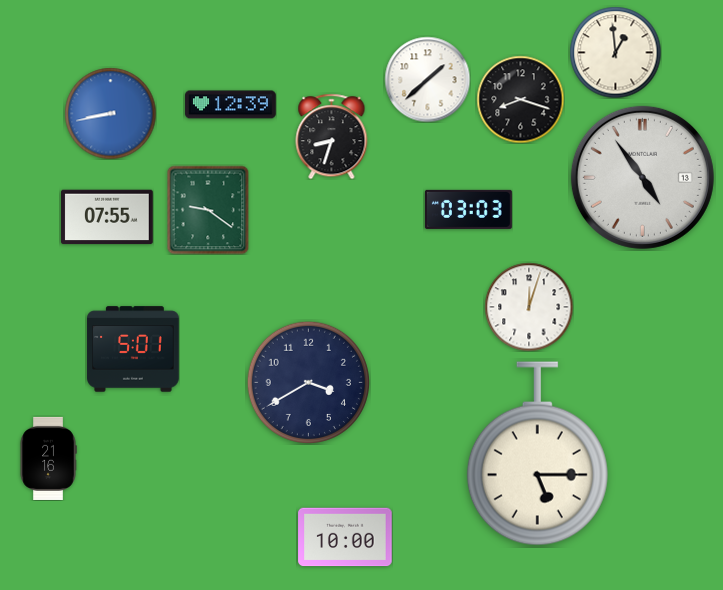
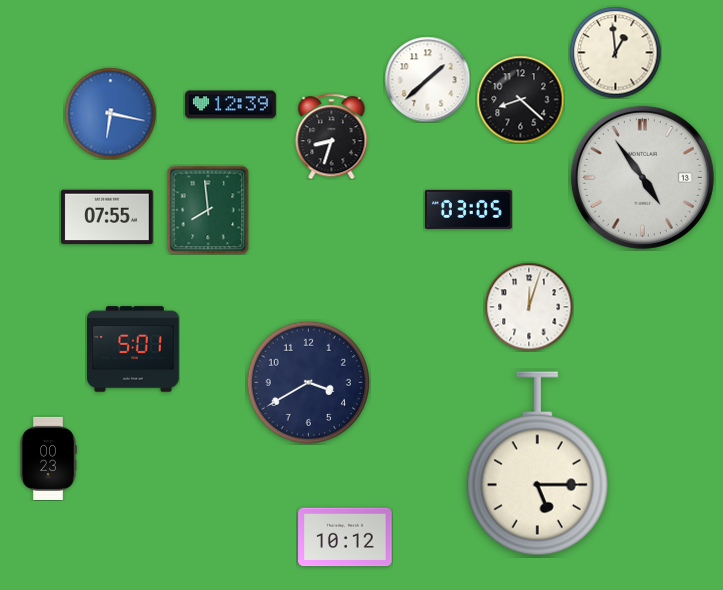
clock at (520, 99): 8:18 -> 8:22
clock at (110, 113): 8:43 -> 6:17
clock at (468, 209): 03:03 -> 03:05
clock at (208, 210): 9:21 -> 7:59
clock at (537, 454) position: (537, 454) -> (537, 464)
clock at (48, 458): 21:16 -> 00:23
clock at (345, 537): 10:00 -> 10:12
